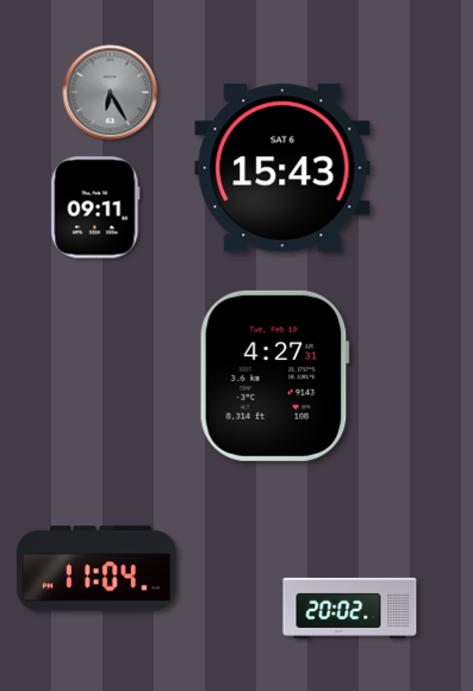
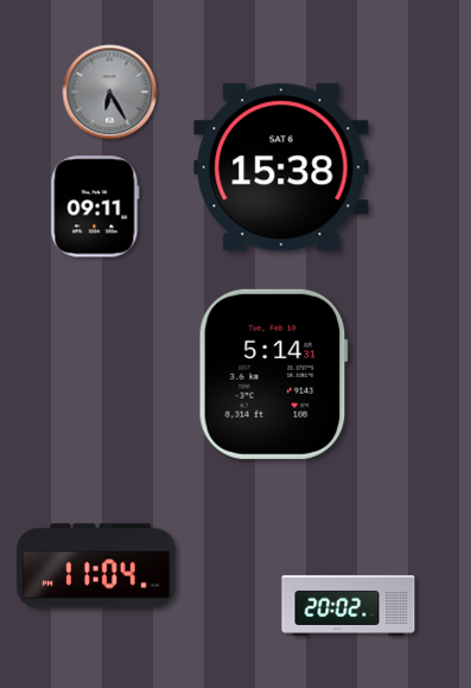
clock at (282, 168): 15:43 -> 15:38
clock at (274, 375): 4:27 -> 5:14
